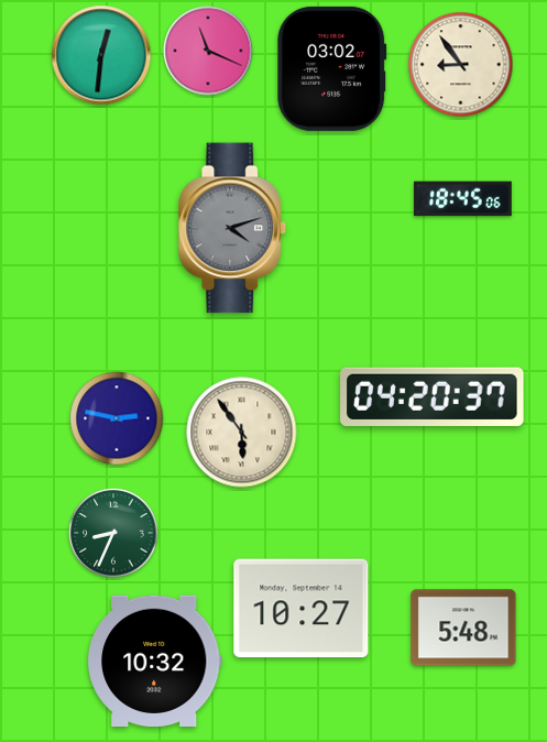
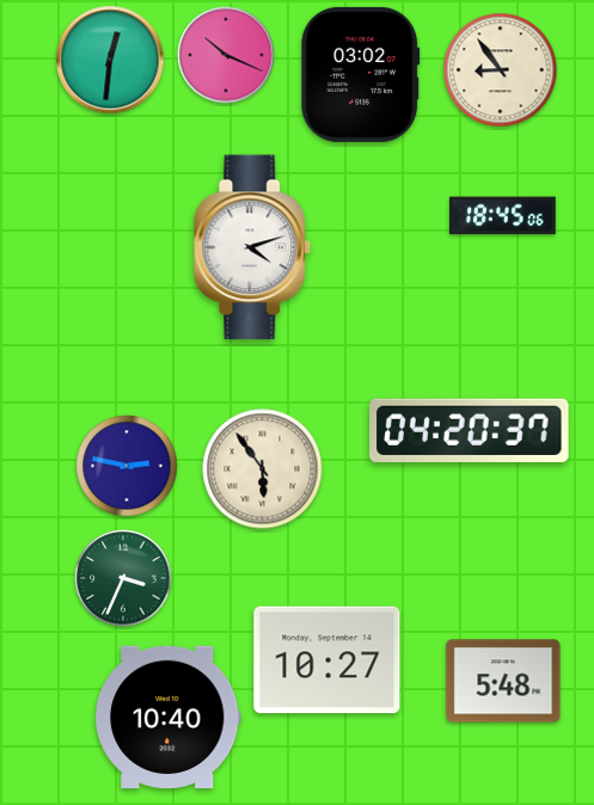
clock at (208, 51): 11:19 -> 10:19
clock at (232, 228) dial: grey -> white
clock at (117, 418) position: (117, 418) -> (127, 466)
clock at (113, 533): 8:34 -> 3:34
clock at (154, 661): 10:32 -> 10:40
